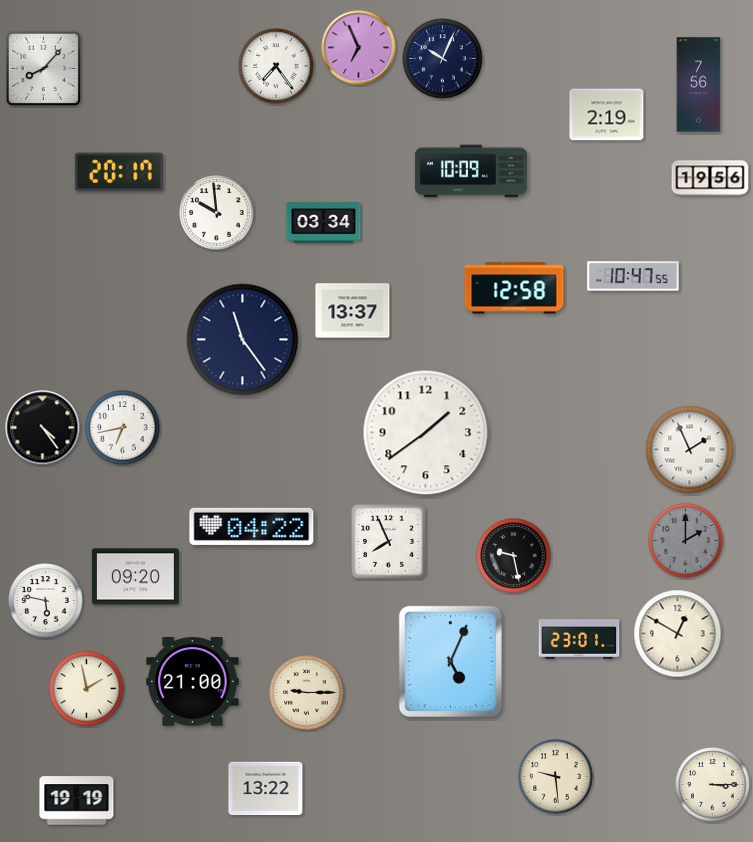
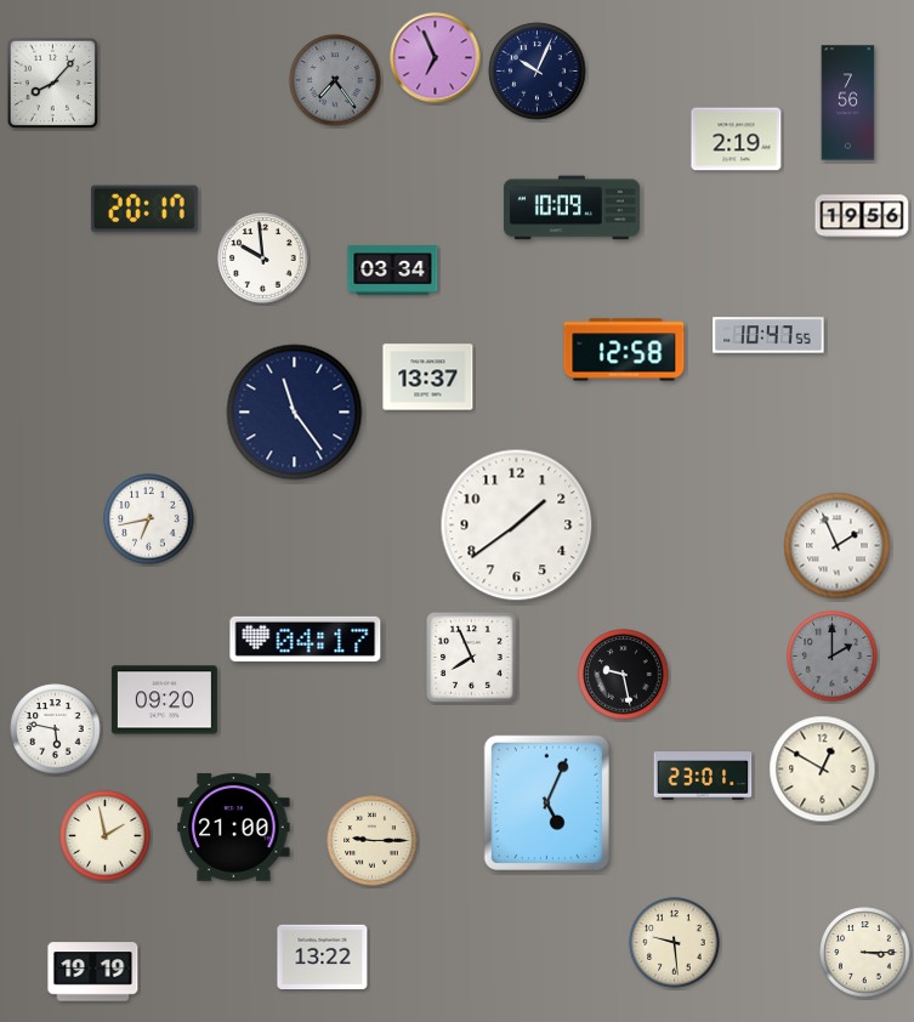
clock at (276, 66) dial: white -> grey
clock at (43, 428): 4:24 -> none
clock at (252, 526): 04:22 -> 04:17
